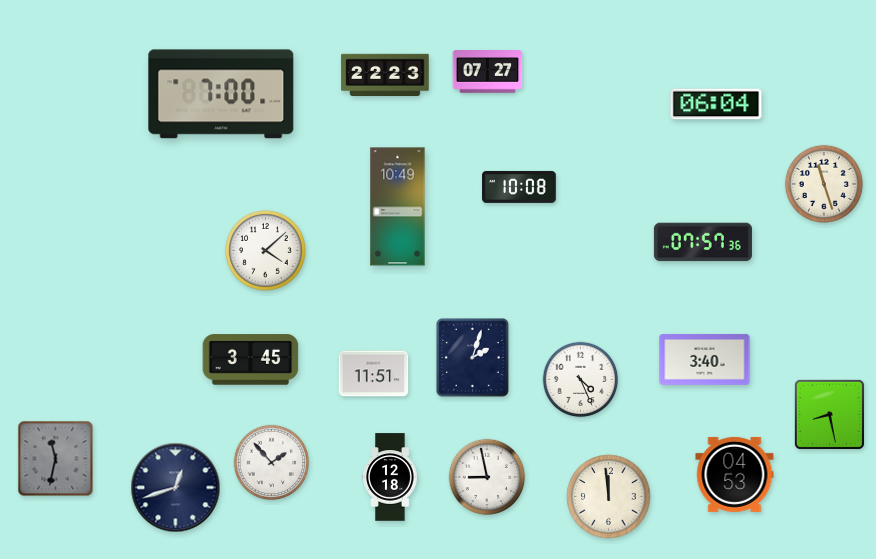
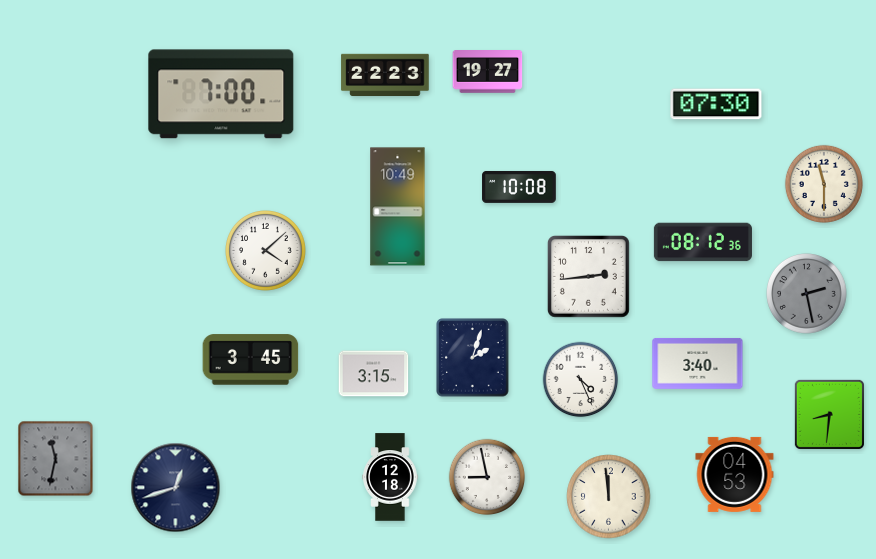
clock at (488, 72): 07:27 -> 19:27
clock at (716, 104): 06:04 -> 07:30
clock at (824, 184): 11:27 -> 11:30
clock at (703, 242): 07:57 -> 08:12
clock at (588, 276): none -> 2:44
clock at (807, 294): none -> 2:28
clock at (705, 359) position: (705, 359) -> (698, 363)
clock at (374, 374): 11:51 -> 3:15
clock at (829, 414): 8:28 -> 8:31
clock at (272, 463): 1:53 -> none
